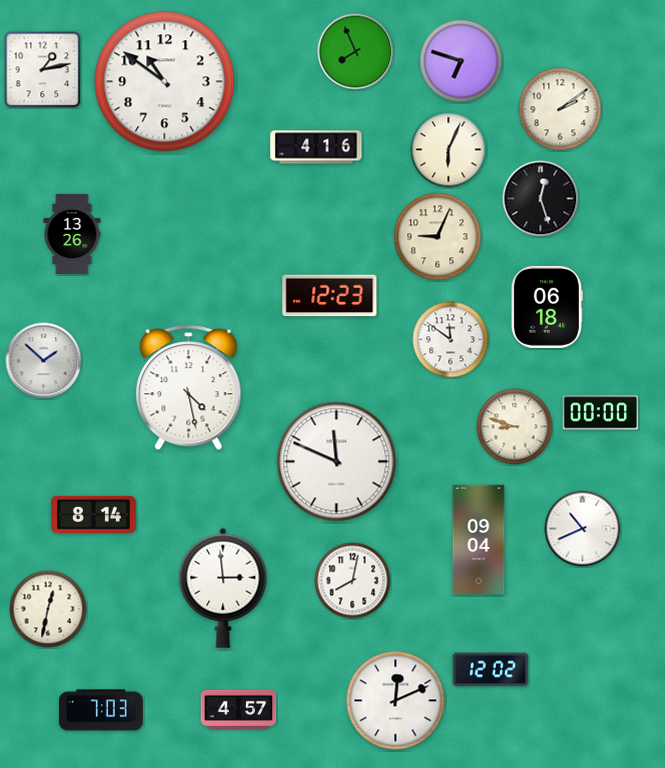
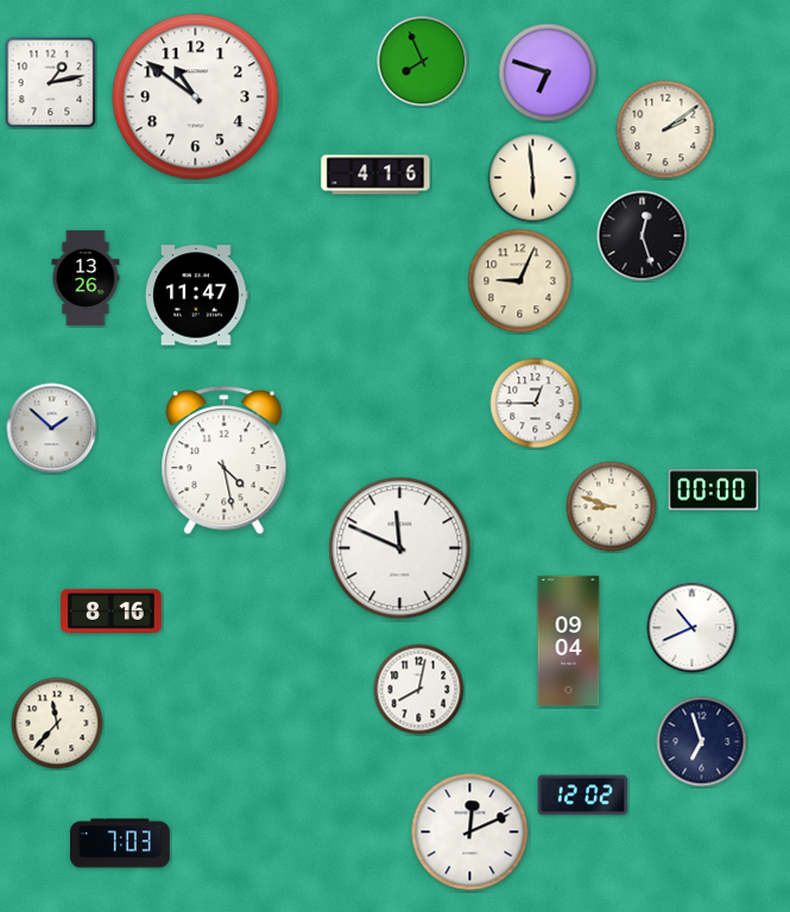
clock at (449, 150): 6:04 -> 5:59
clock at (197, 296): none -> 11:47
clock at (330, 296): 12:23 -> none
clock at (547, 307): 06:18 -> none
clock at (451, 340): 11:51 -> 12:45
clock at (94, 514): 8:14 -> 8:16
clock at (223, 588): 2:59 -> none
clock at (48, 609): 12:32 -> 11:37
clock at (702, 742): none -> 6:57
clock at (239, 709): 4:57 -> none
